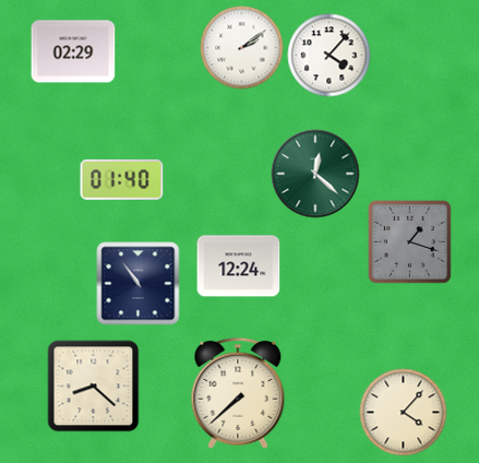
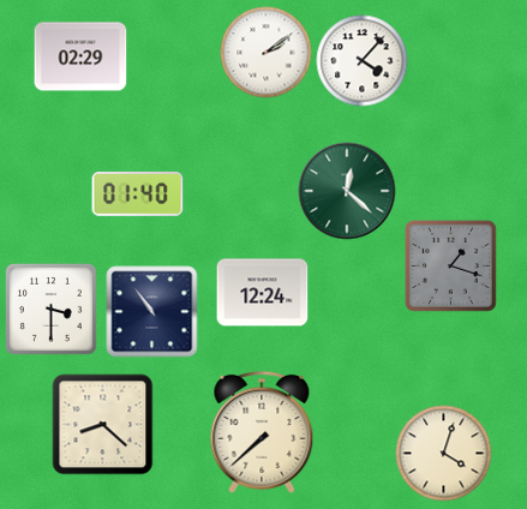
clock at (122, 180) position: (122, 180) -> (138, 194)
clock at (50, 309): none -> 3:30
clock at (404, 413): 4:07 -> 4:03
